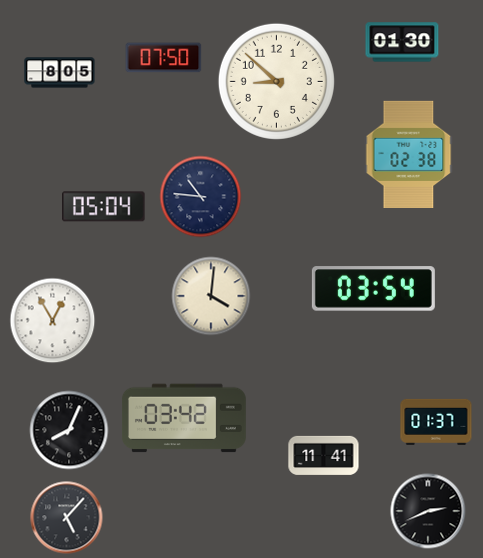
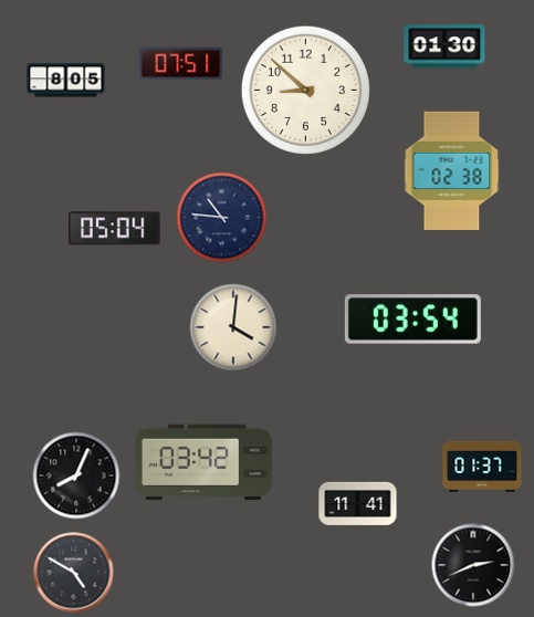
clock at (164, 58): 07:50 -> 07:51
clock at (53, 321): 12:55 -> none
clock at (67, 518): 5:07 -> 4:50
